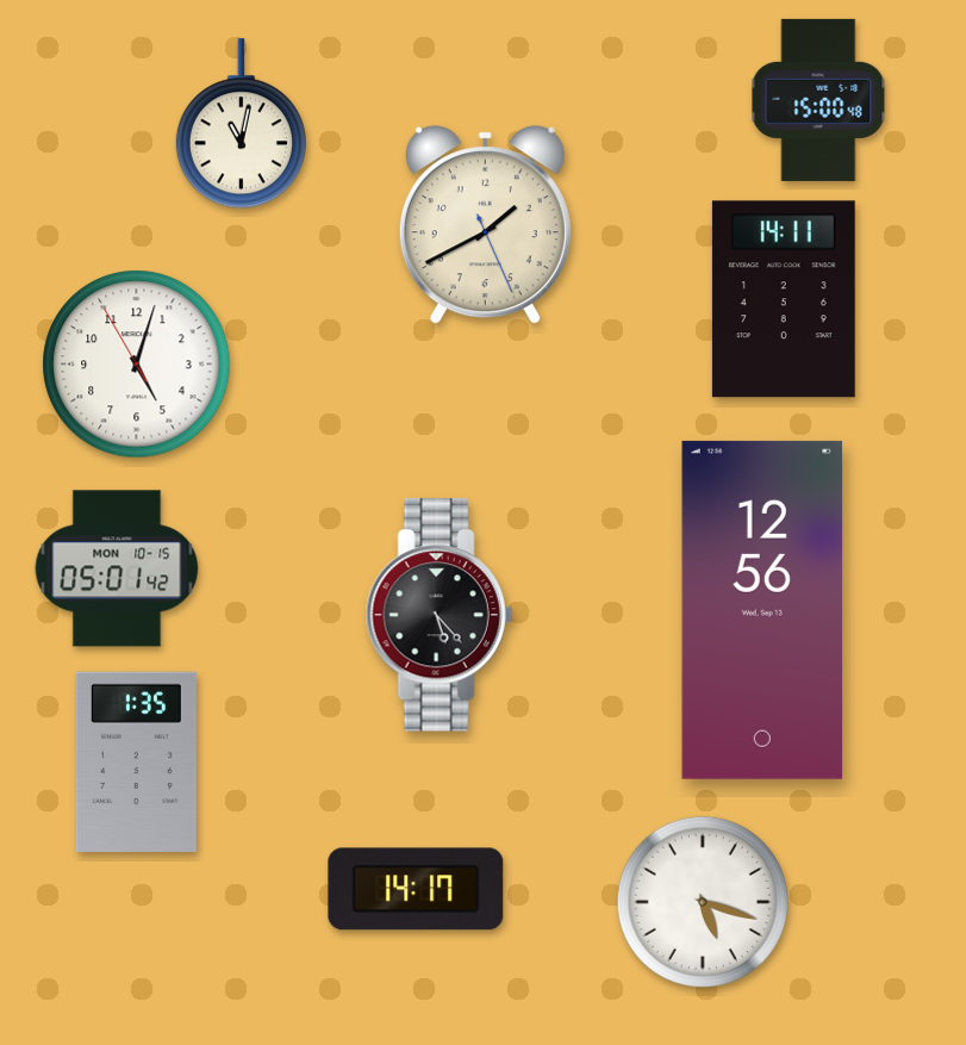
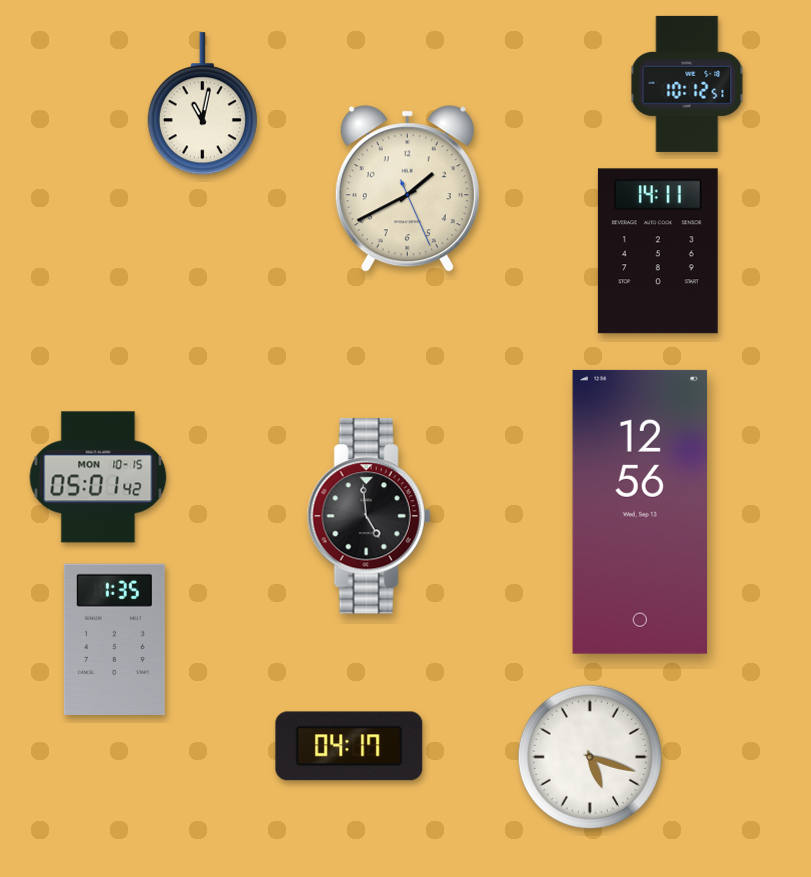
clock at (818, 100): 15:00 -> 10:12
clock at (137, 365): 5:02 -> none
clock at (440, 615): 5:23 -> 4:59
clock at (416, 889): 14:17 -> 04:17
